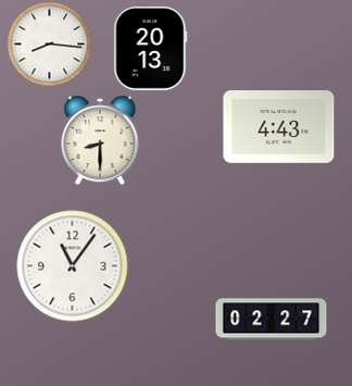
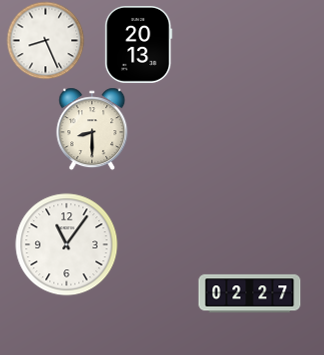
clock at (49, 43): 8:16 -> 8:26
clock at (279, 127): 4:43 -> none
